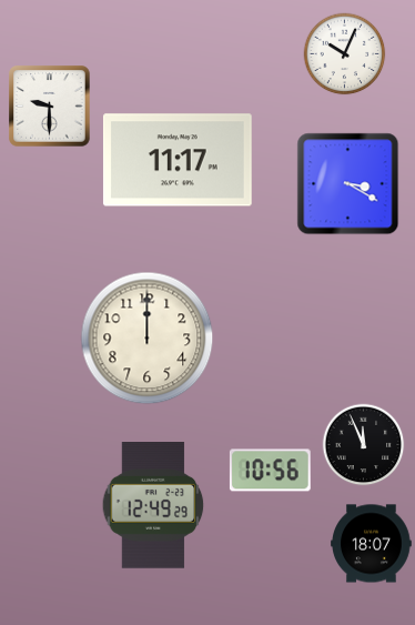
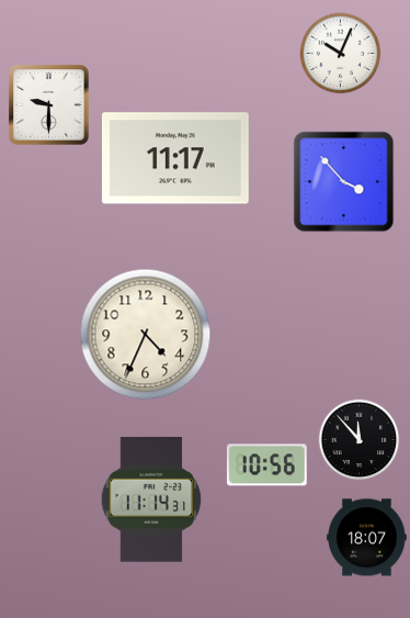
clock at (348, 184): 3:20 -> 3:53
clock at (148, 339): 12:00 -> 4:34
clock at (364, 445): 11:56 -> 11:53
clock at (153, 506): 12:49 -> 11:14
